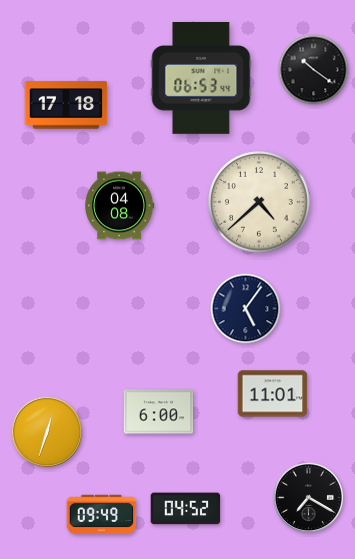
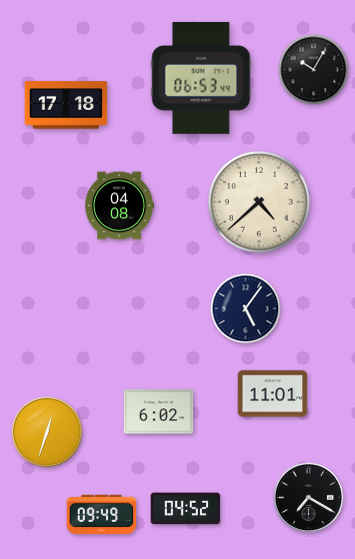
clock at (314, 70): 10:21 -> 10:05
clock at (159, 412): 6:00 -> 6:02
